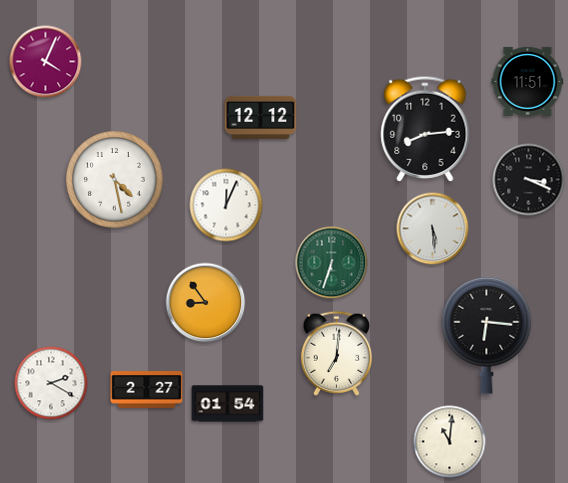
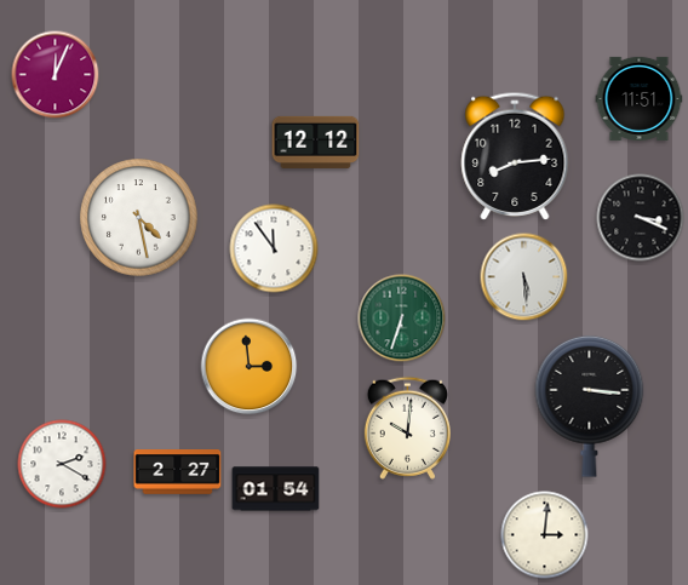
clock at (46, 62): 4:04 -> 12:04
clock at (226, 205): 12:04 -> 11:54
clock at (206, 303): 8:54 -> 2:59
clock at (487, 335): 6:16 -> 3:16
clock at (336, 353): 7:01 -> 10:01
clock at (450, 442): 11:01 -> 3:01
